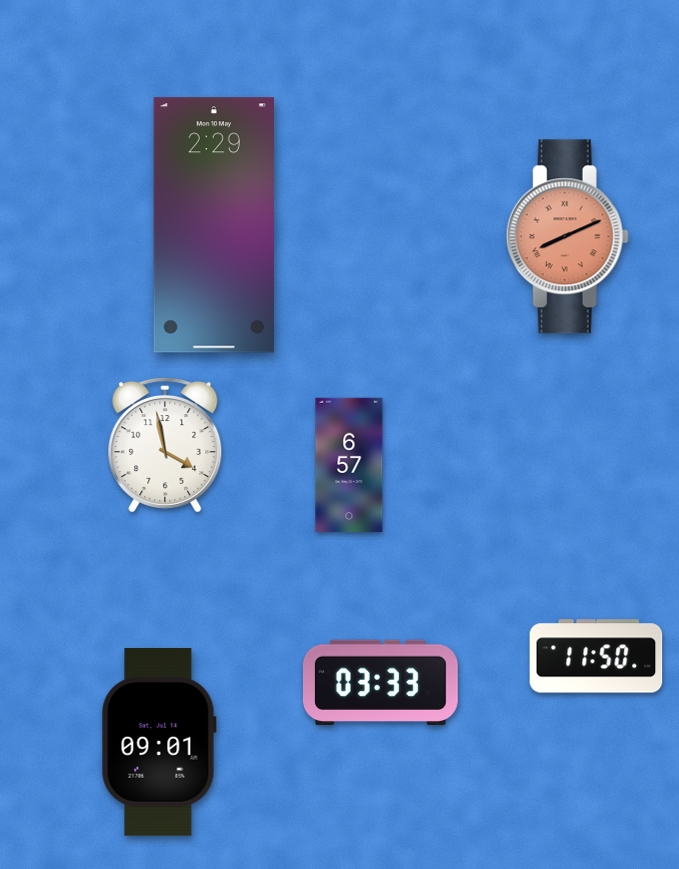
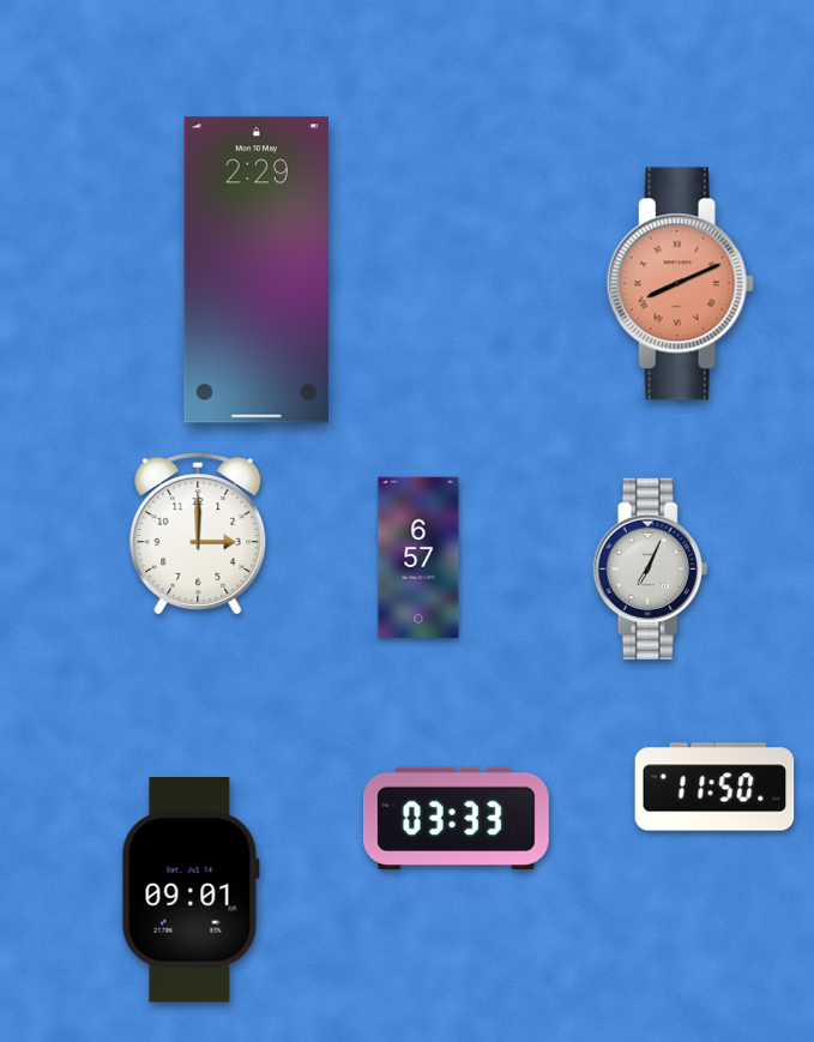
clock at (165, 444): 3:58 -> 3:00
clock at (651, 568): none -> 7:04
